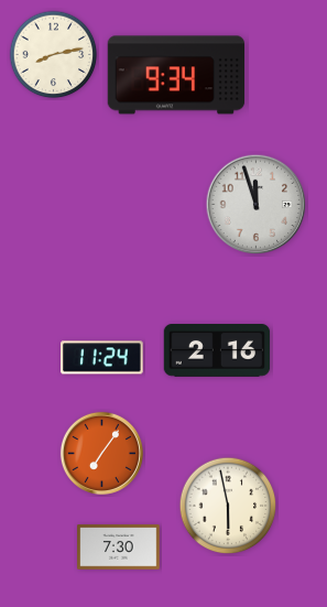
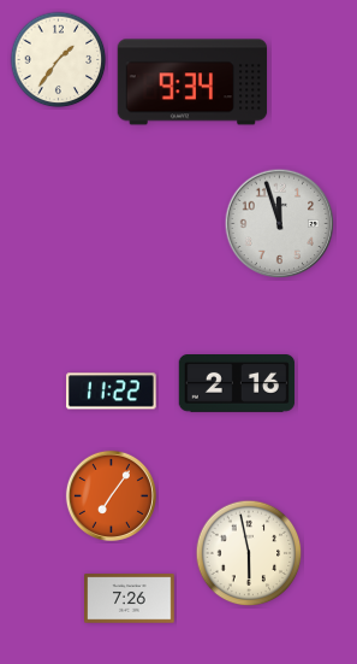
clock at (54, 55): 8:13 -> 1:36
clock at (102, 358): 11:24 -> 11:22
clock at (119, 548): 7:30 -> 7:26
